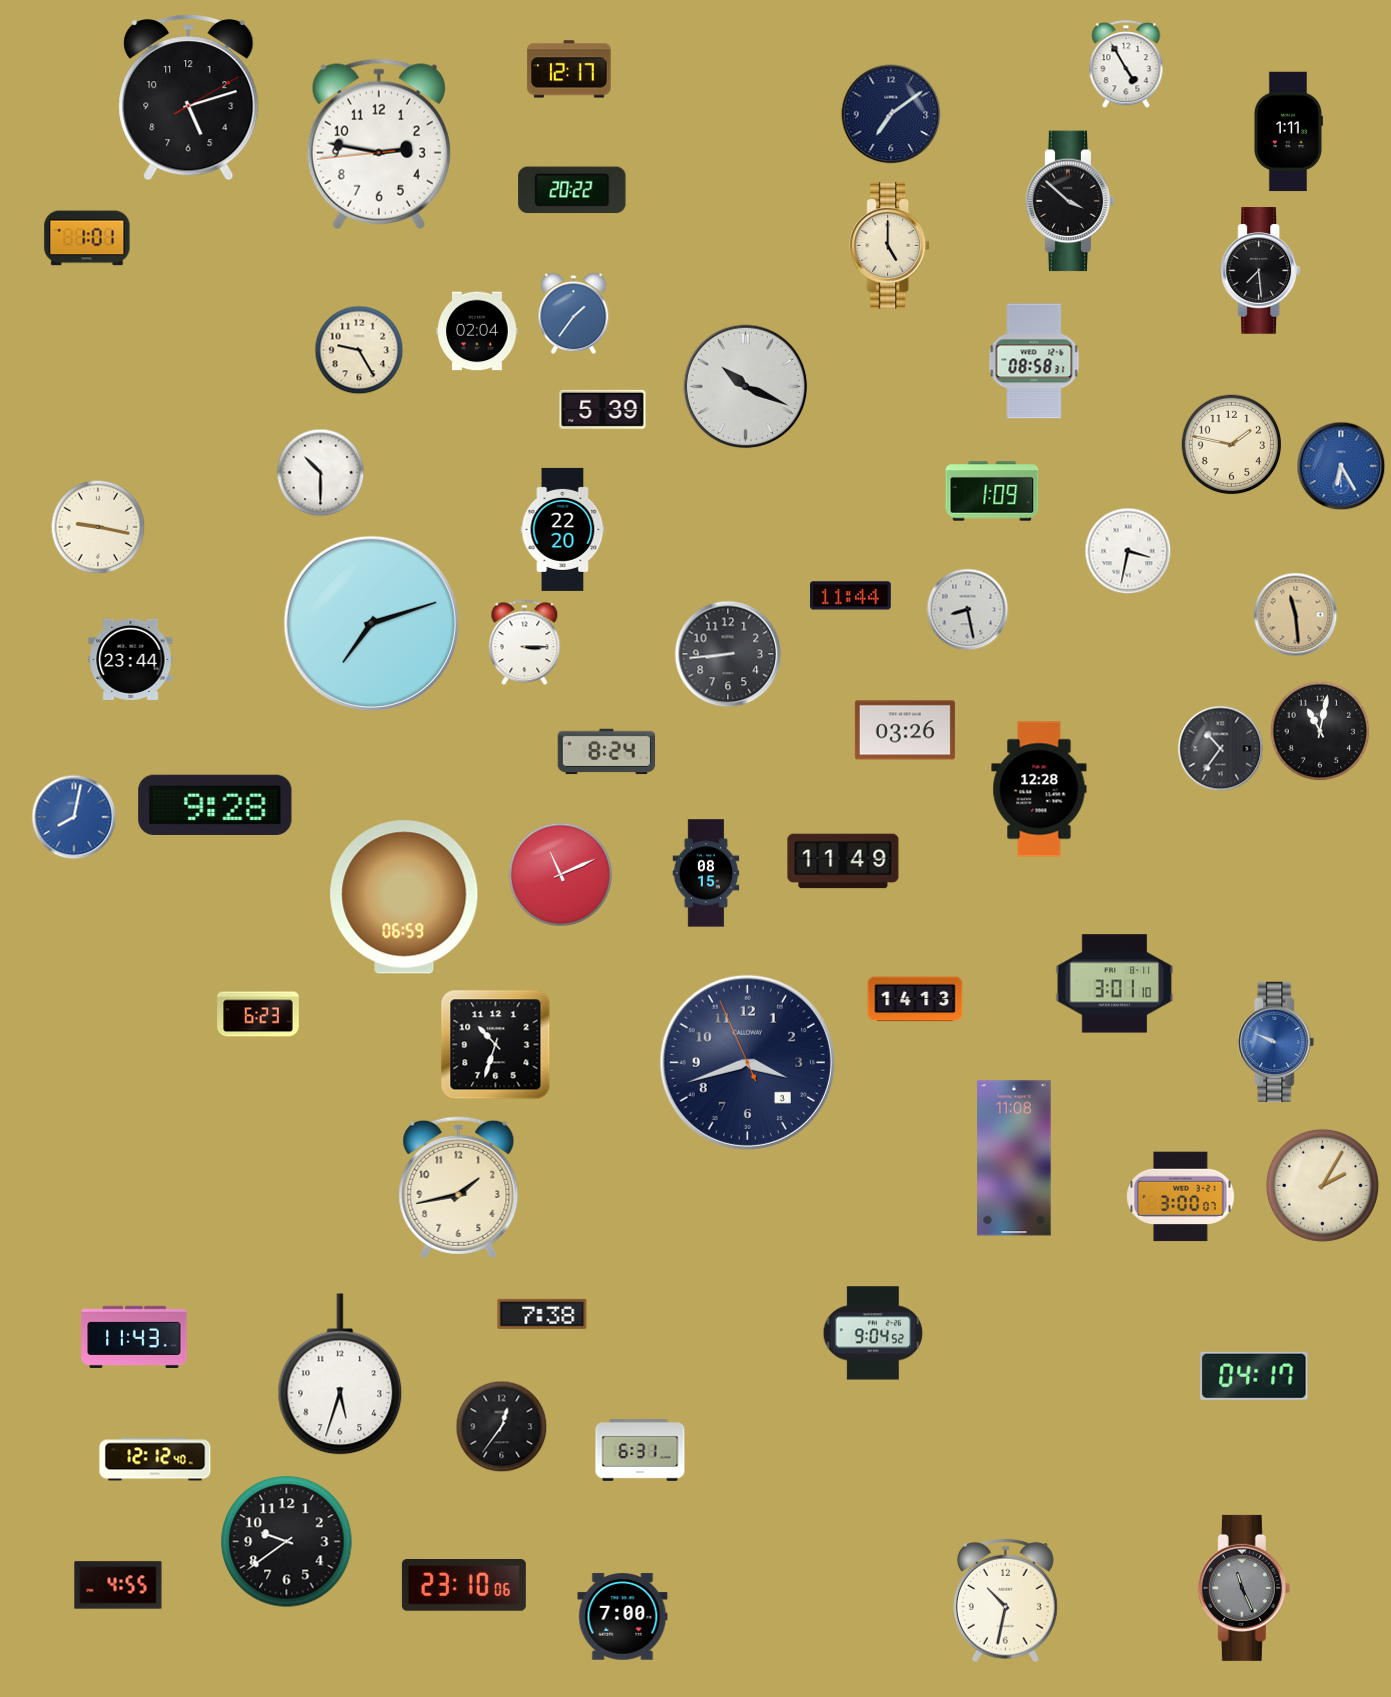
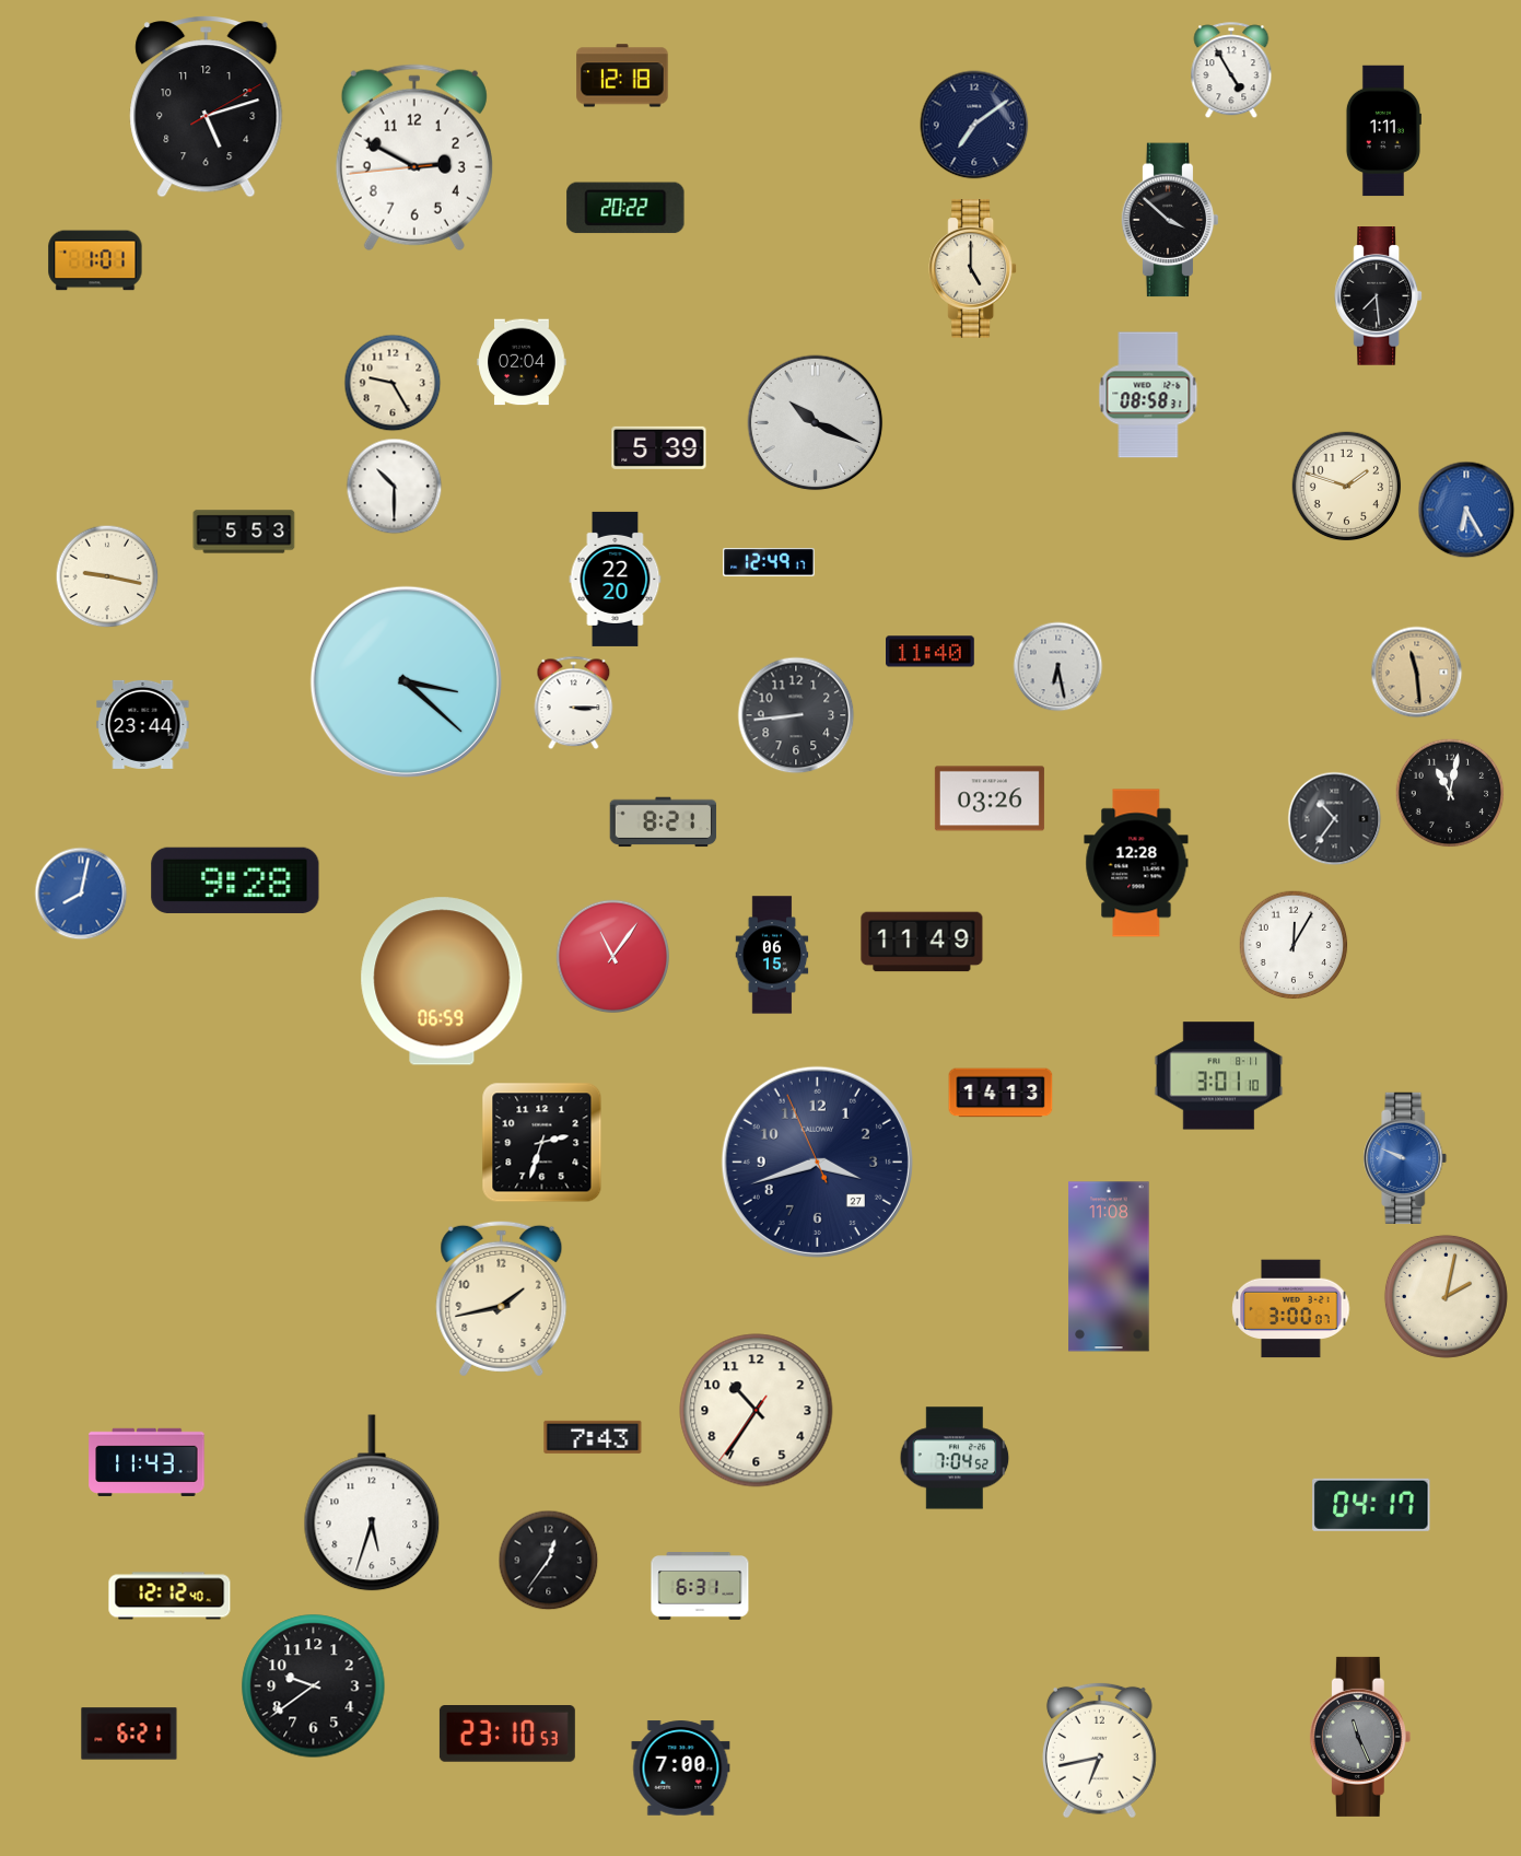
clock at (569, 69): 12:17 -> 12:18
clock at (1288, 132) position: (1288, 132) -> (1383, 131)
clock at (379, 144): 2:46 -> 2:49
clock at (574, 314): 1:36 -> none
clock at (1034, 361) position: (1034, 361) -> (1148, 395)
clock at (1232, 445): 1:47 -> 1:48
clock at (321, 473) position: (321, 473) -> (395, 487)
clock at (244, 532): none -> 5:53
clock at (992, 491): 1:09 -> none
clock at (769, 562): none -> 12:49
clock at (1128, 551): 3:32 -> none
clock at (851, 596): 11:44 -> 11:40
clock at (968, 610): 8:28 -> 6:28
clock at (371, 623): 7:12 -> 3:22
clock at (131, 659) position: (131, 659) -> (143, 724)
clock at (1320, 731) position: (1320, 731) -> (1450, 793)
clock at (607, 752): 8:24 -> 8:21
clock at (1294, 945): none -> 12:05
clock at (706, 873): 08:15 -> 06:15
clock at (560, 874): 11:11 -> 11:06
clock at (258, 1014): 6:23 -> none
clock at (1276, 1041) position: (1276, 1041) -> (1405, 1157)
clock at (496, 1045): 10:33 -> 2:33
clock at (747, 1062) date: 3 -> 27
clock at (1322, 1185): 2:05 -> 2:02
clock at (757, 1411): none -> 10:35
clock at (542, 1314): 7:38 -> 7:43
clock at (873, 1333): 9:04 -> 7:04
clock at (118, 1585): 4:55 -> 6:21
clock at (464, 1586): 23:10:06 -> 23:10:53
clock at (1005, 1600): 10:32 -> 6:43
